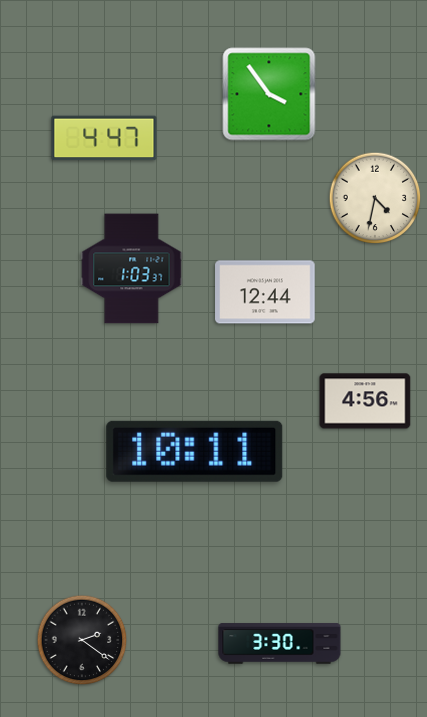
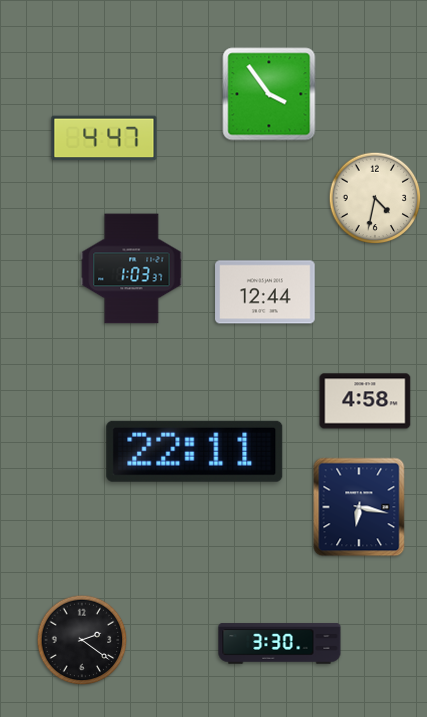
clock at (365, 401): 4:56 -> 4:58
clock at (195, 451): 10:11 -> 22:11
clock at (359, 507): none -> 6:17
